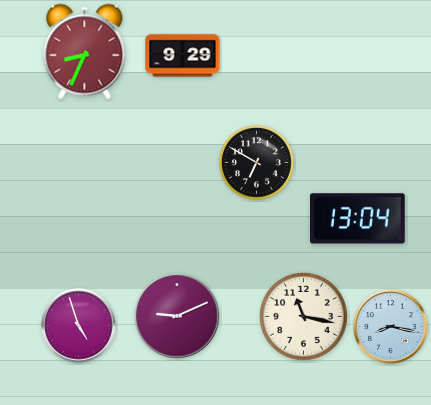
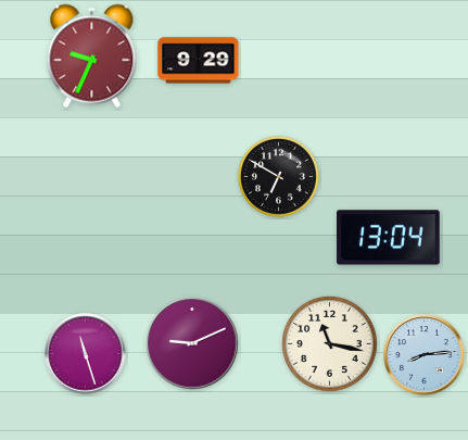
clock at (85, 52): 8:34 -> 9:34
clock at (79, 326): 4:57 -> 11:27
clock at (391, 327): 8:17 -> 8:14
